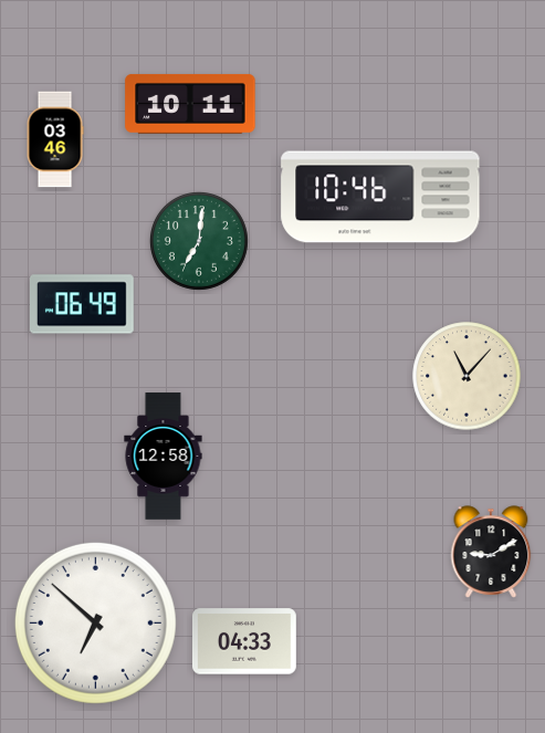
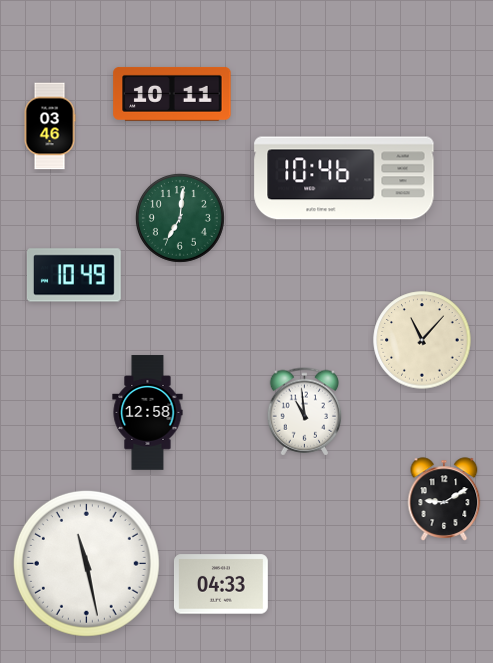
clock at (82, 304): 06:49 -> 10:49
clock at (305, 412): none -> 10:59
clock at (95, 622): 6:52 -> 11:28
clock at (244, 641) position: (244, 641) -> (221, 584)
